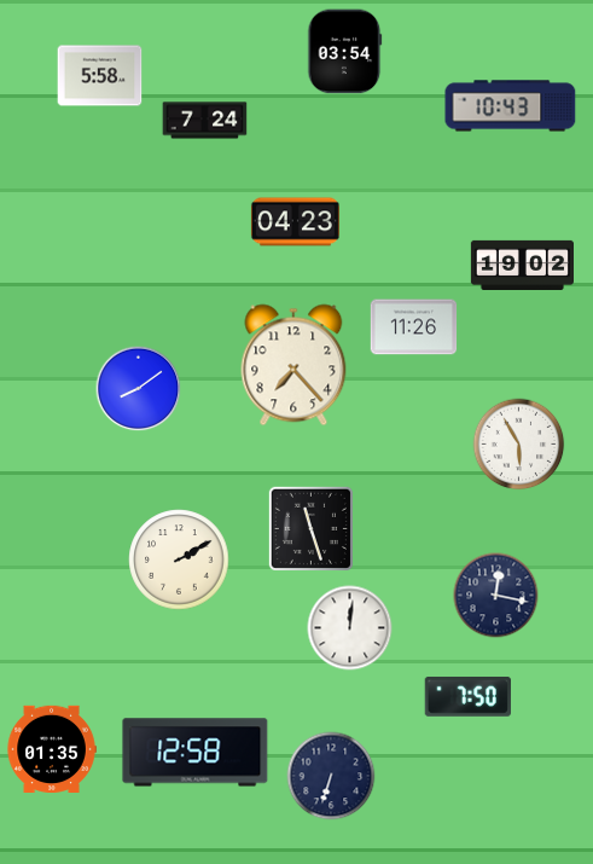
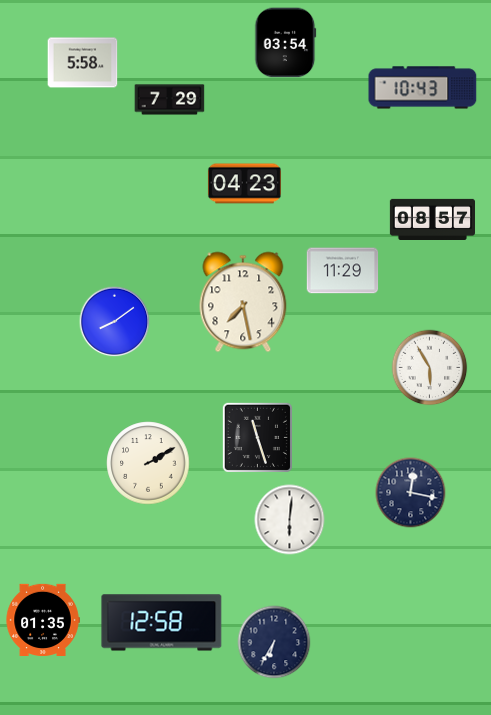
clock at (205, 121): 7:24 -> 7:29
clock at (522, 265): 19:02 -> 08:57
clock at (414, 327): 11:26 -> 11:29
clock at (293, 365): 7:23 -> 7:28
clock at (350, 628): 12:01 -> 6:01
clock at (467, 696): 7:50 -> none
clock at (331, 776): 6:33 -> 6:35
